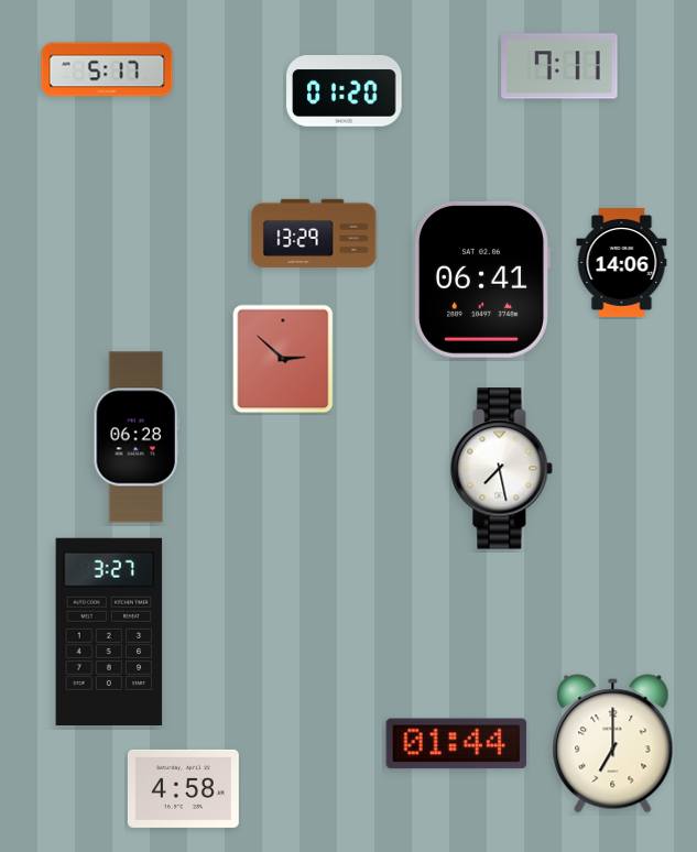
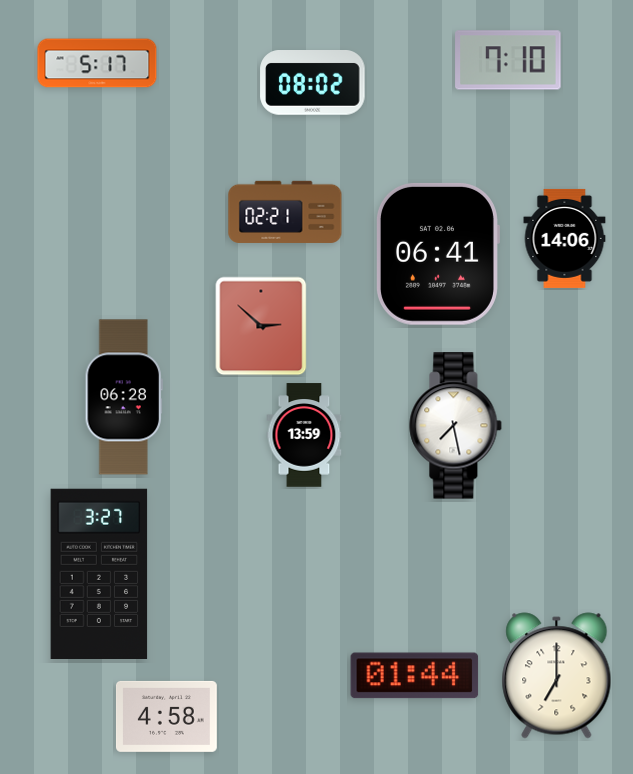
clock at (559, 66): 7:11 -> 7:10
clock at (345, 91): 01:20 -> 08:02
clock at (314, 233): 13:29 -> 02:21
clock at (283, 359) position: (283, 359) -> (261, 326)
clock at (304, 435): none -> 13:59
